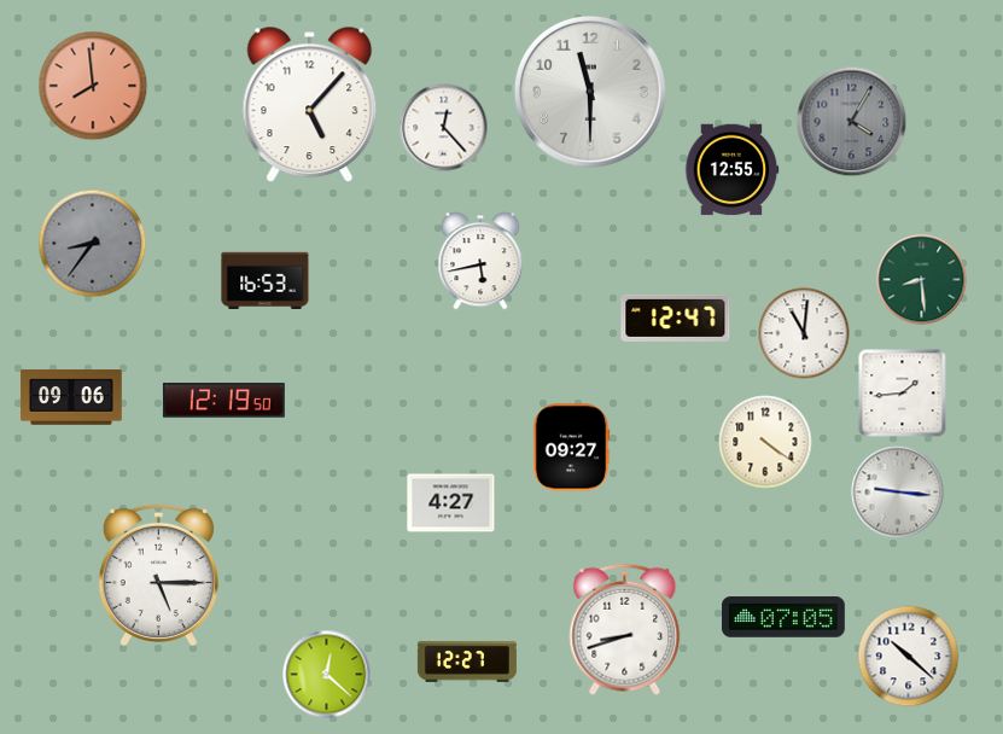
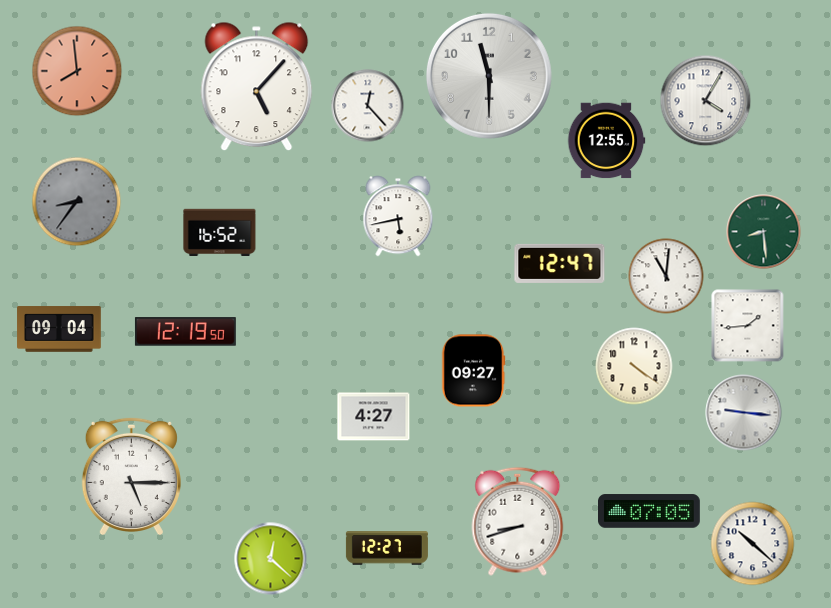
clock at (852, 122) dial: grey -> white
clock at (266, 280): 16:53 -> 16:52
clock at (71, 397): 09:06 -> 09:04
clock at (898, 493) position: (898, 493) -> (744, 413)
